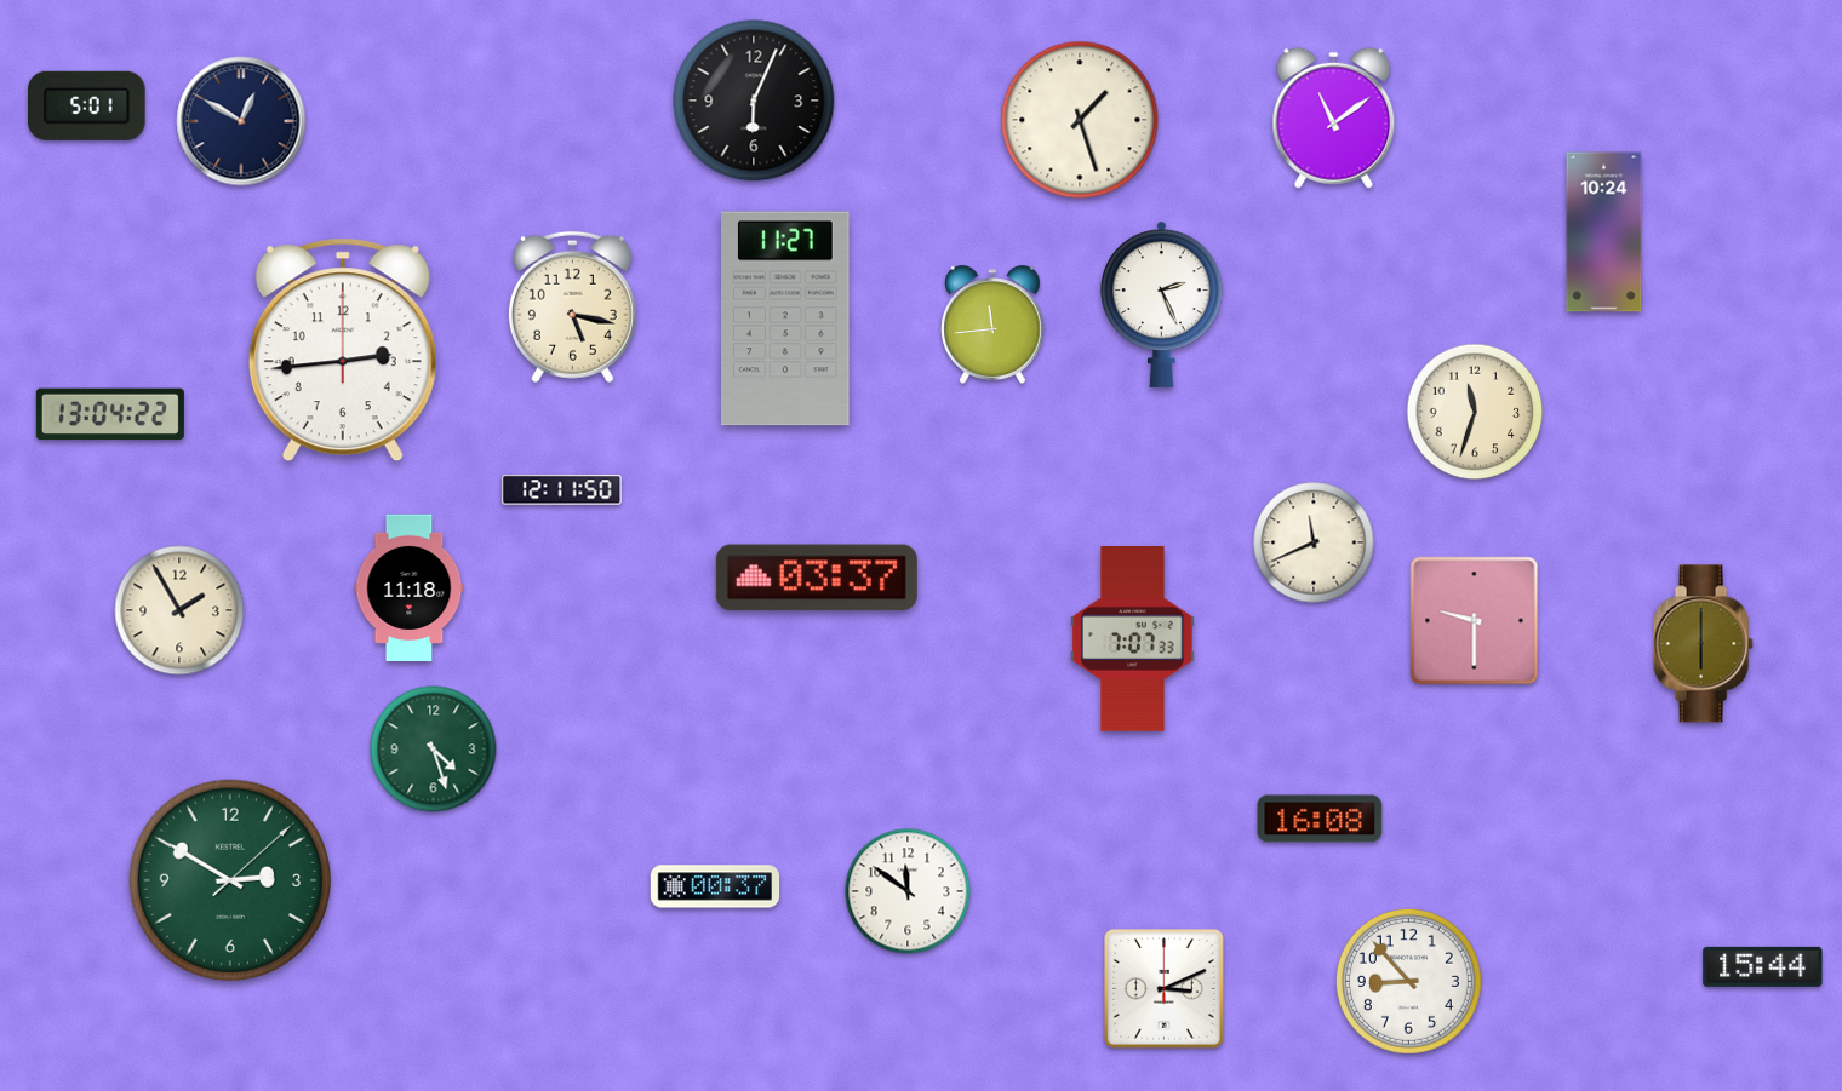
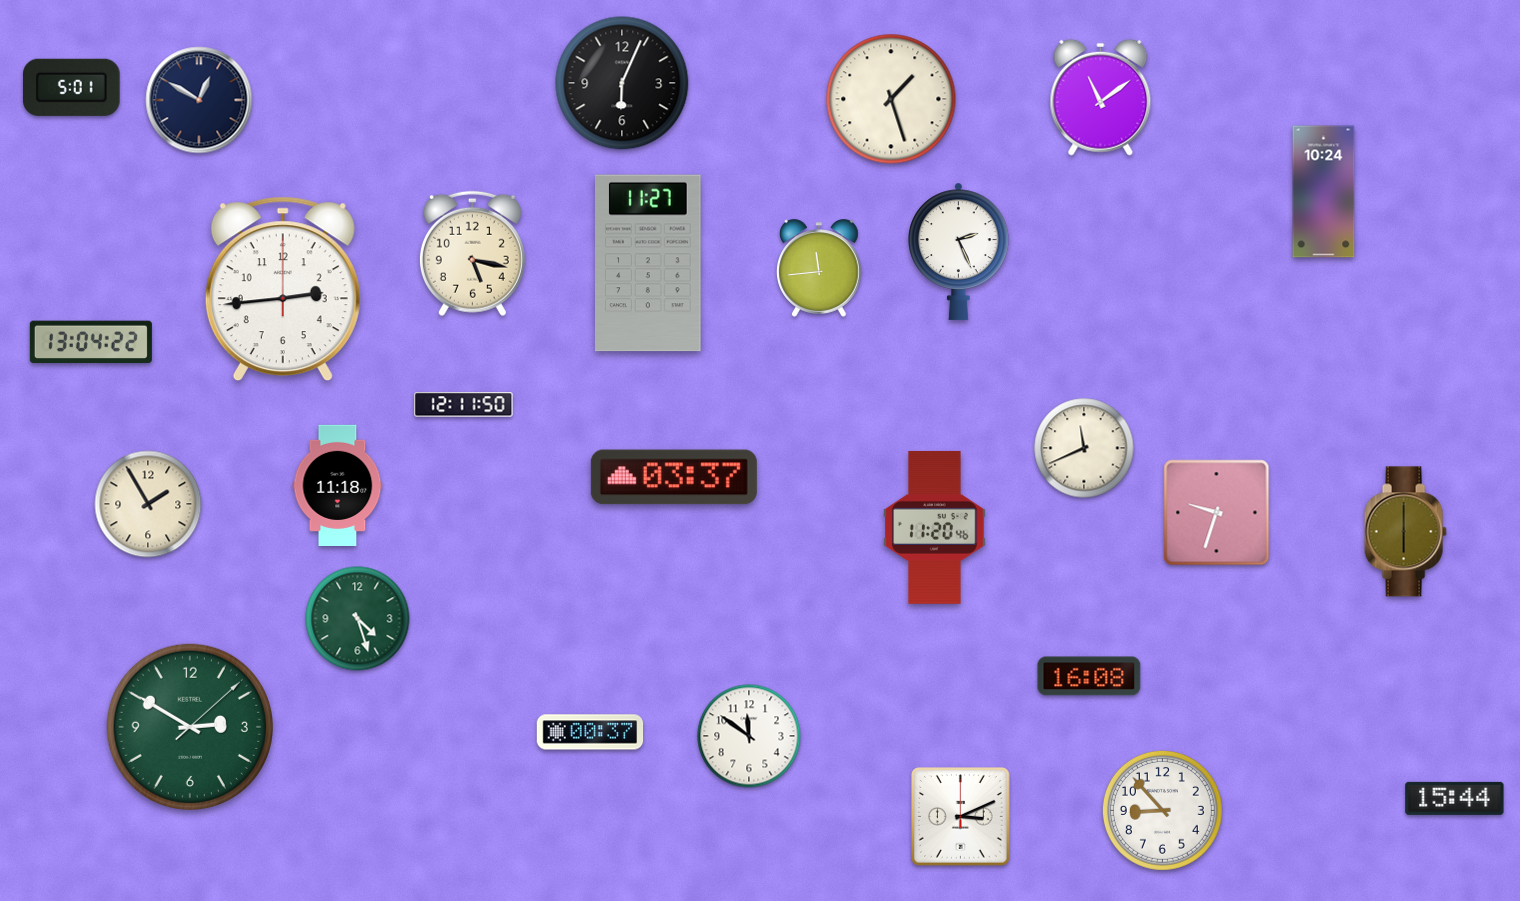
clock at (1475, 412): 11:33 -> none
clock at (1475, 621): 9:30 -> 9:33
clock at (1133, 638): 7:07 -> 11:20
